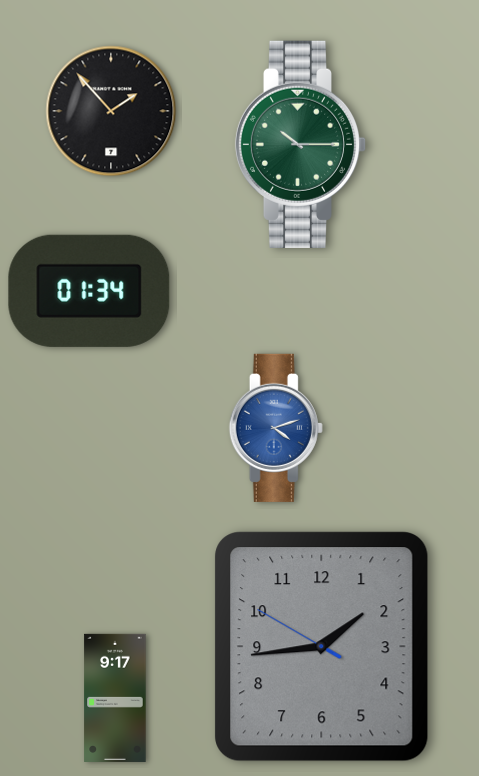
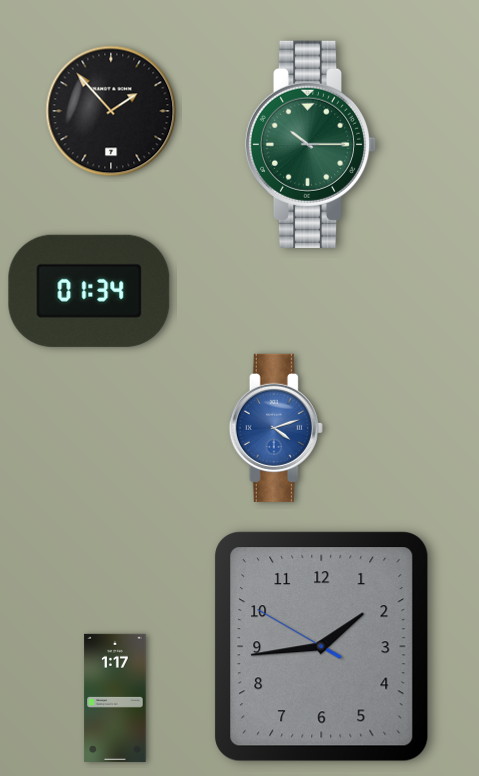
clock at (301, 144) position: (301, 144) -> (311, 144)
clock at (115, 698): 9:17 -> 1:17
